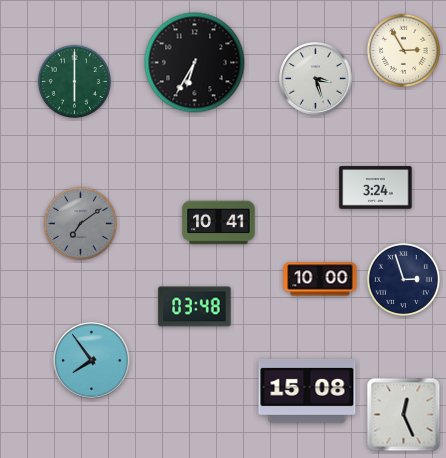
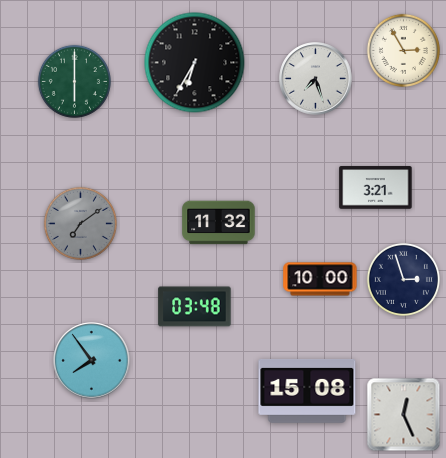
clock at (316, 79): 3:27 -> 7:27
clock at (376, 188): 3:24 -> 3:21
clock at (219, 223): 10:41 -> 11:32
